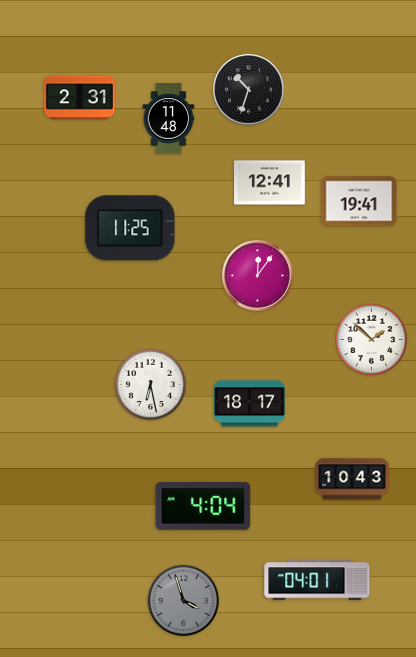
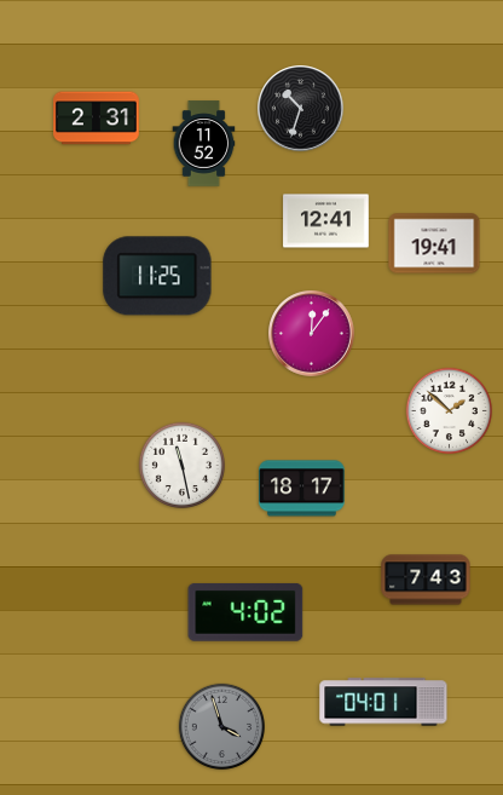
clock at (169, 119): 11:48 -> 11:52
clock at (150, 384): 6:28 -> 11:28
clock at (352, 479): 10:43 -> 7:43
clock at (203, 506): 4:04 -> 4:02
